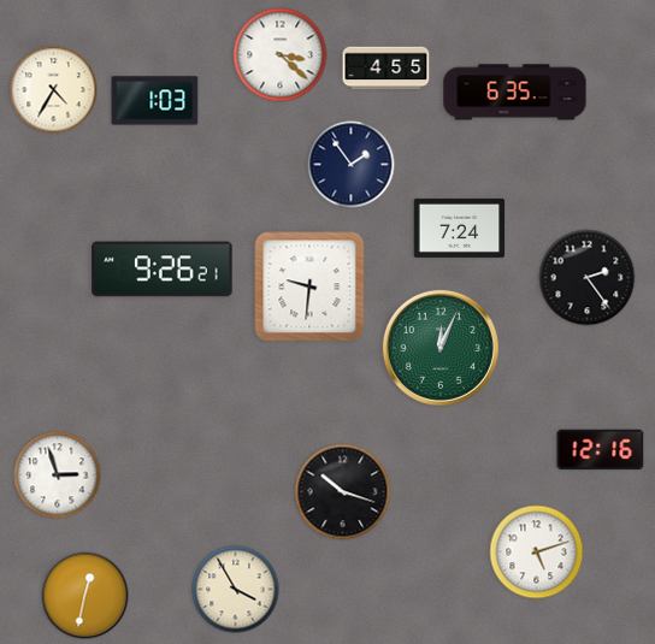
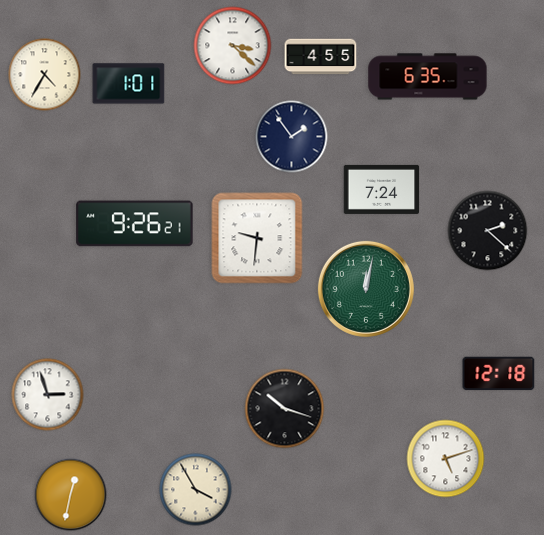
clock at (155, 101): 1:03 -> 1:01
clock at (588, 278): 2:24 -> 2:22
clock at (441, 348): 12:04 -> 12:02
clock at (601, 450): 12:16 -> 12:18
